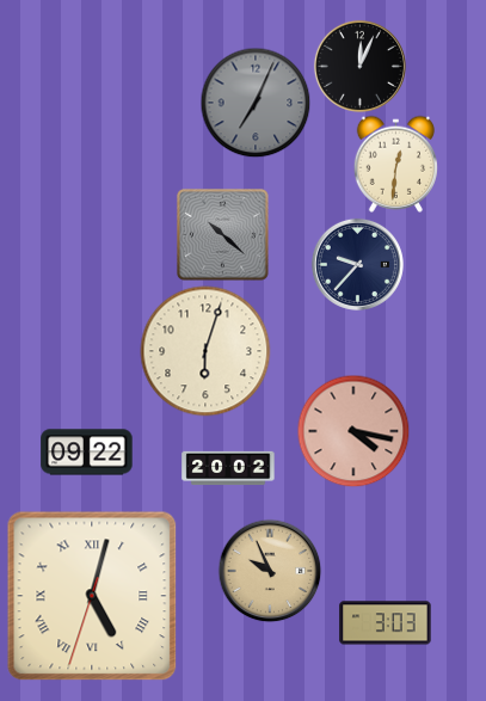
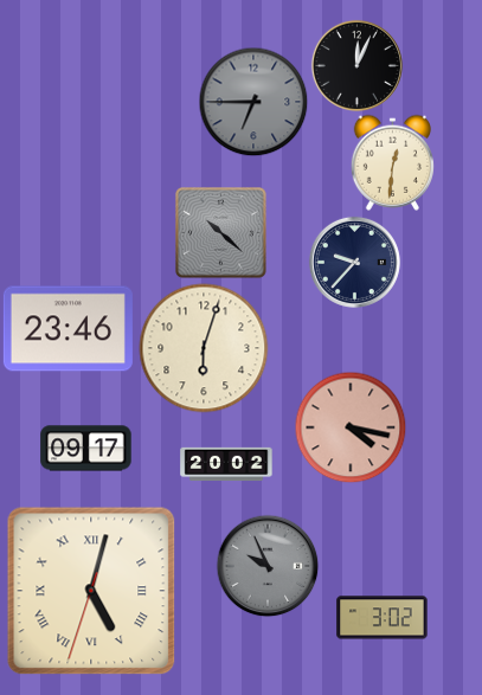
clock at (256, 103): 7:04 -> 6:45
clock at (68, 329): none -> 23:46
clock at (87, 453): 09:22 -> 09:17
clock at (270, 571) dial: champagne -> grey
clock at (386, 623): 3:03 -> 3:02
